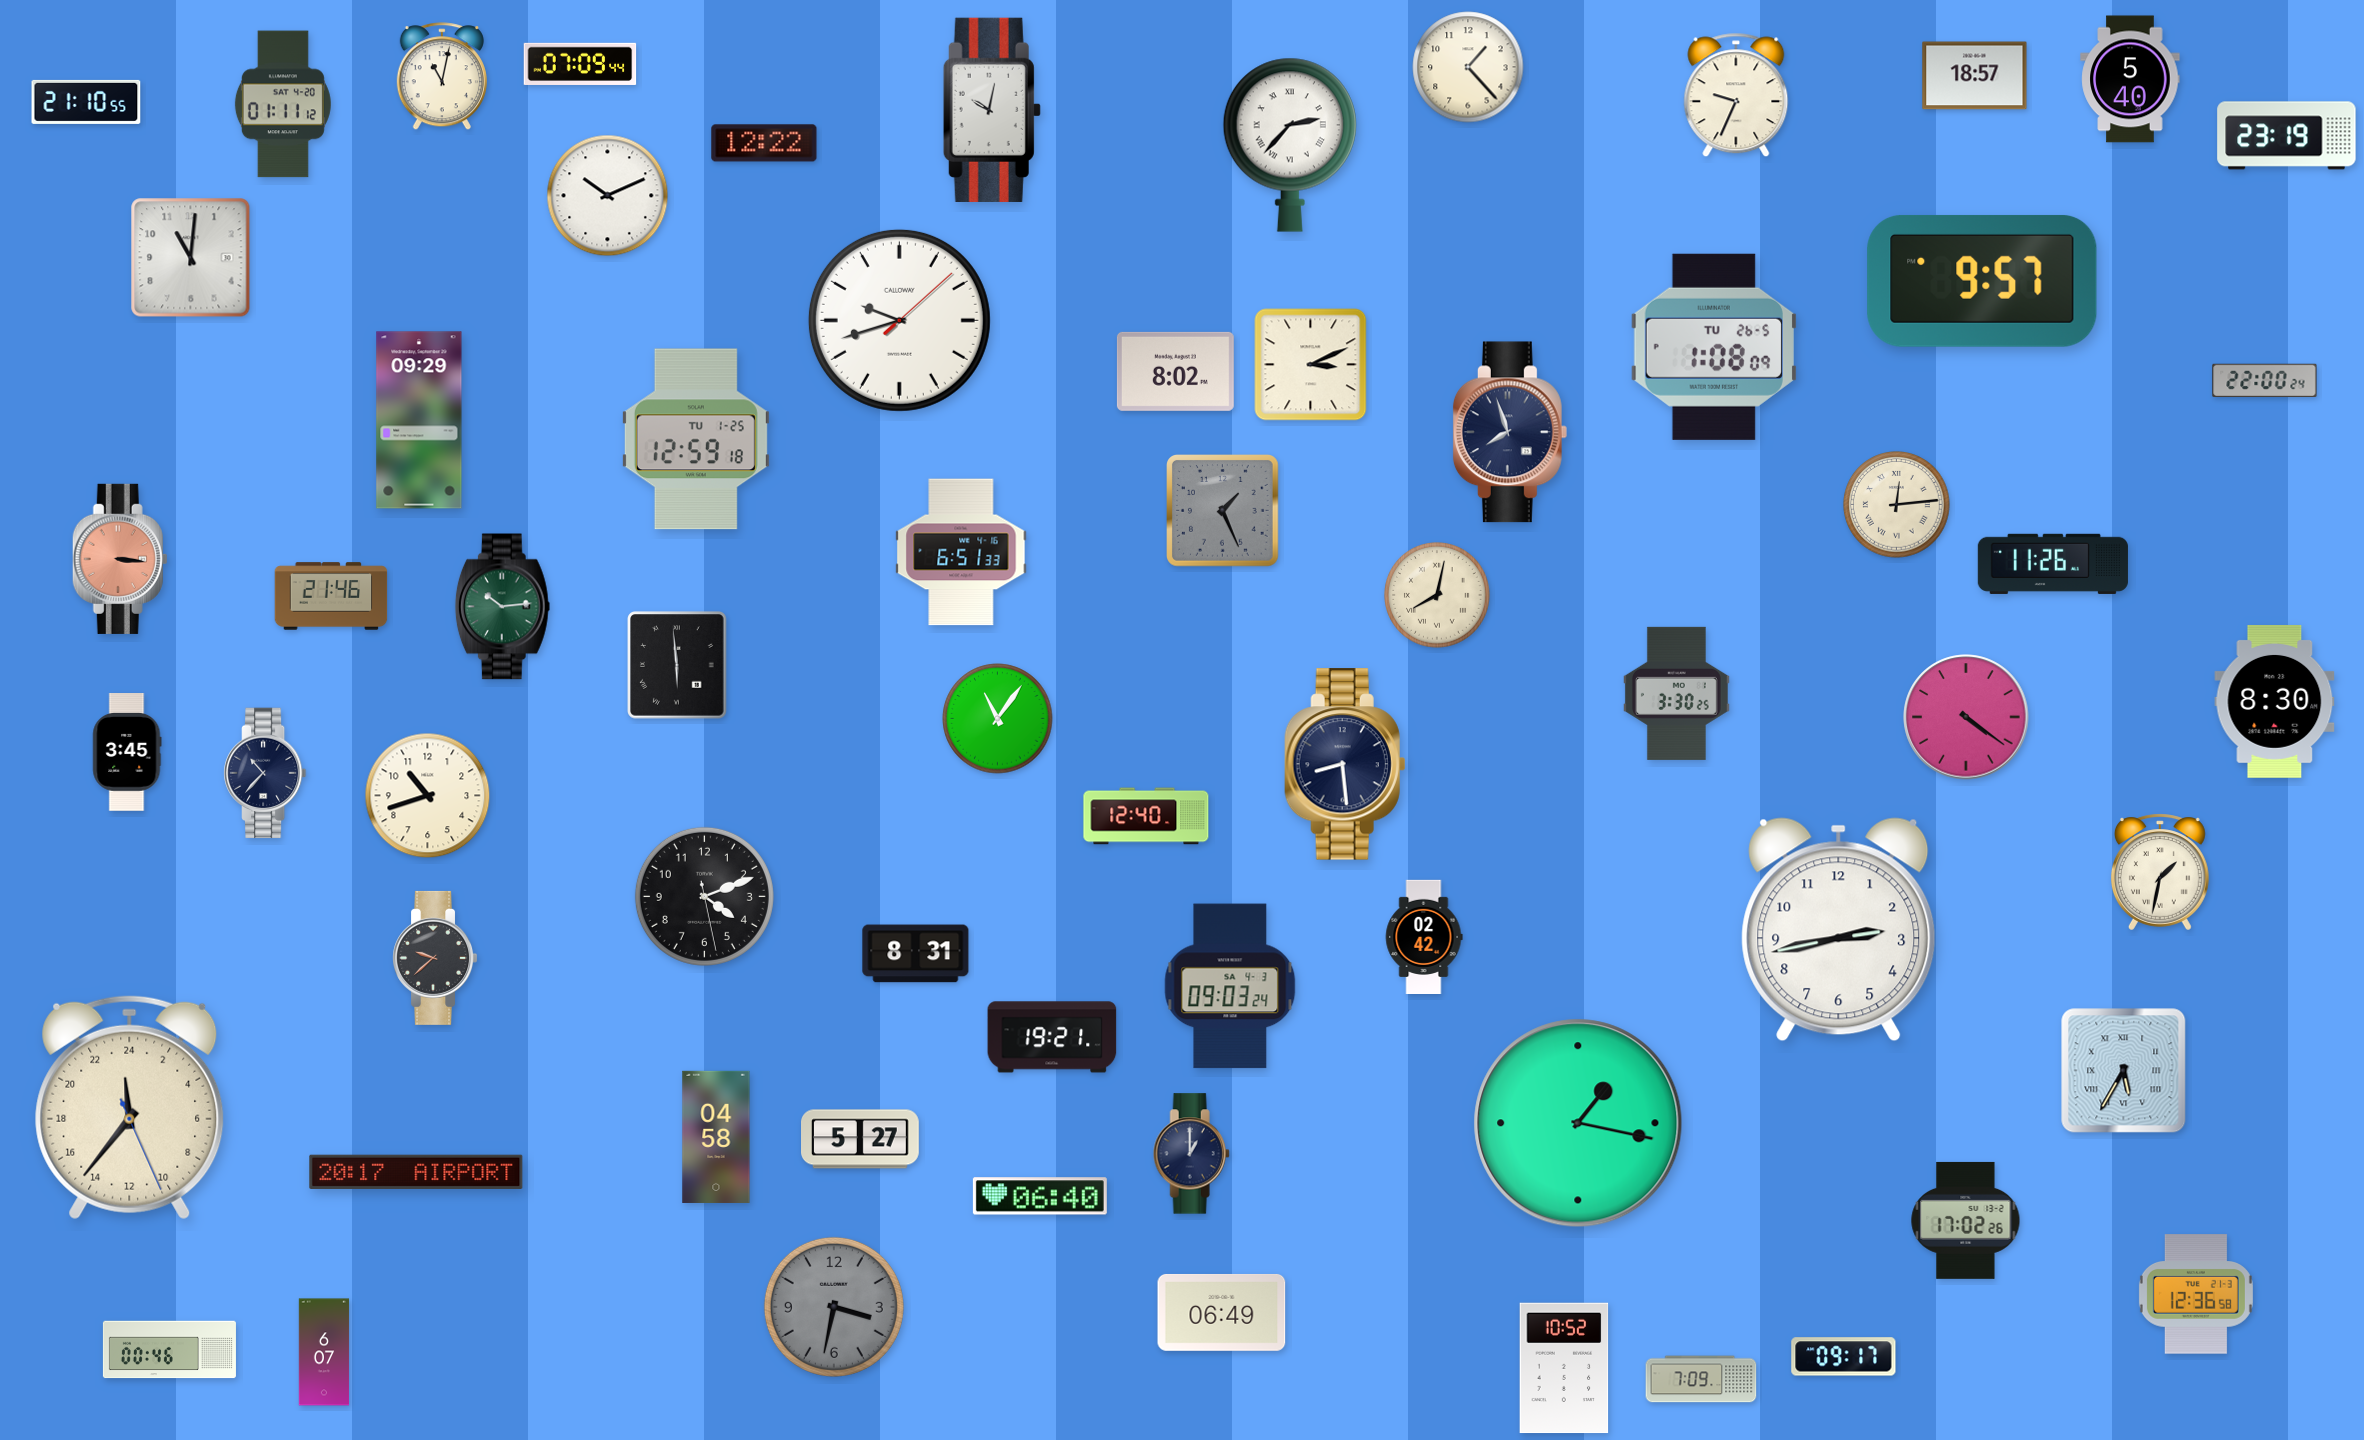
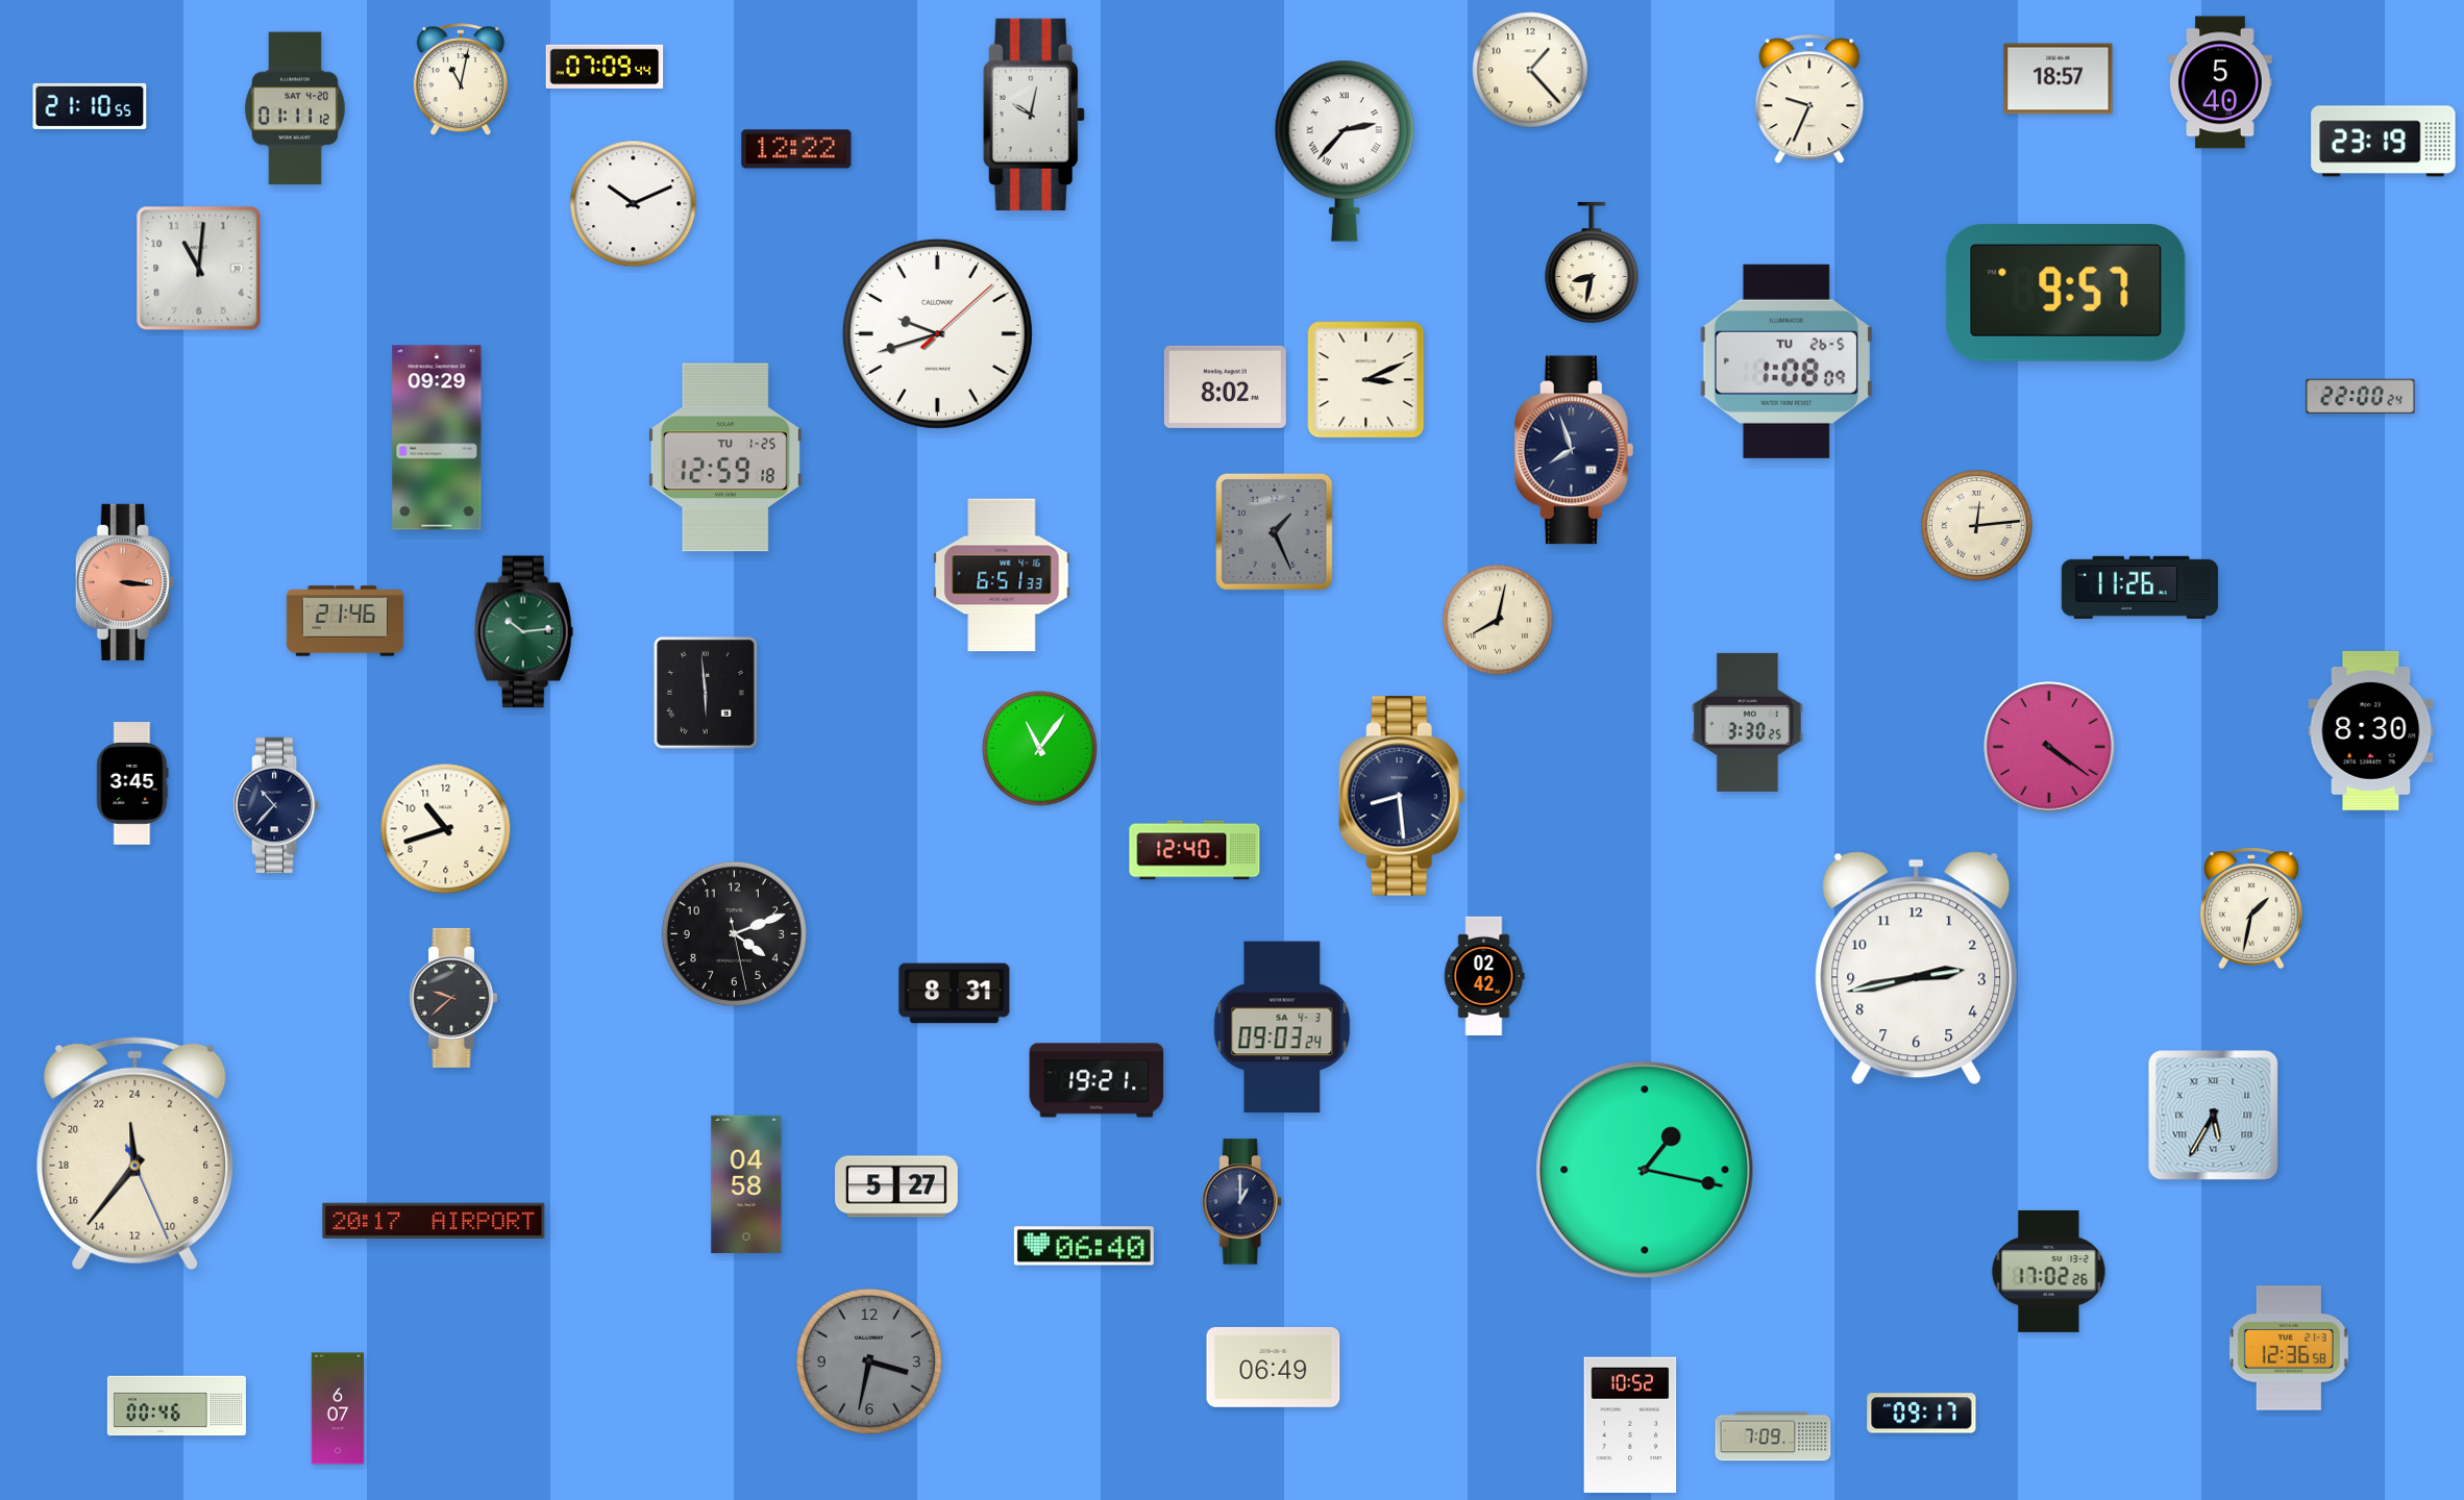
clock at (1592, 262): none -> 8:32
